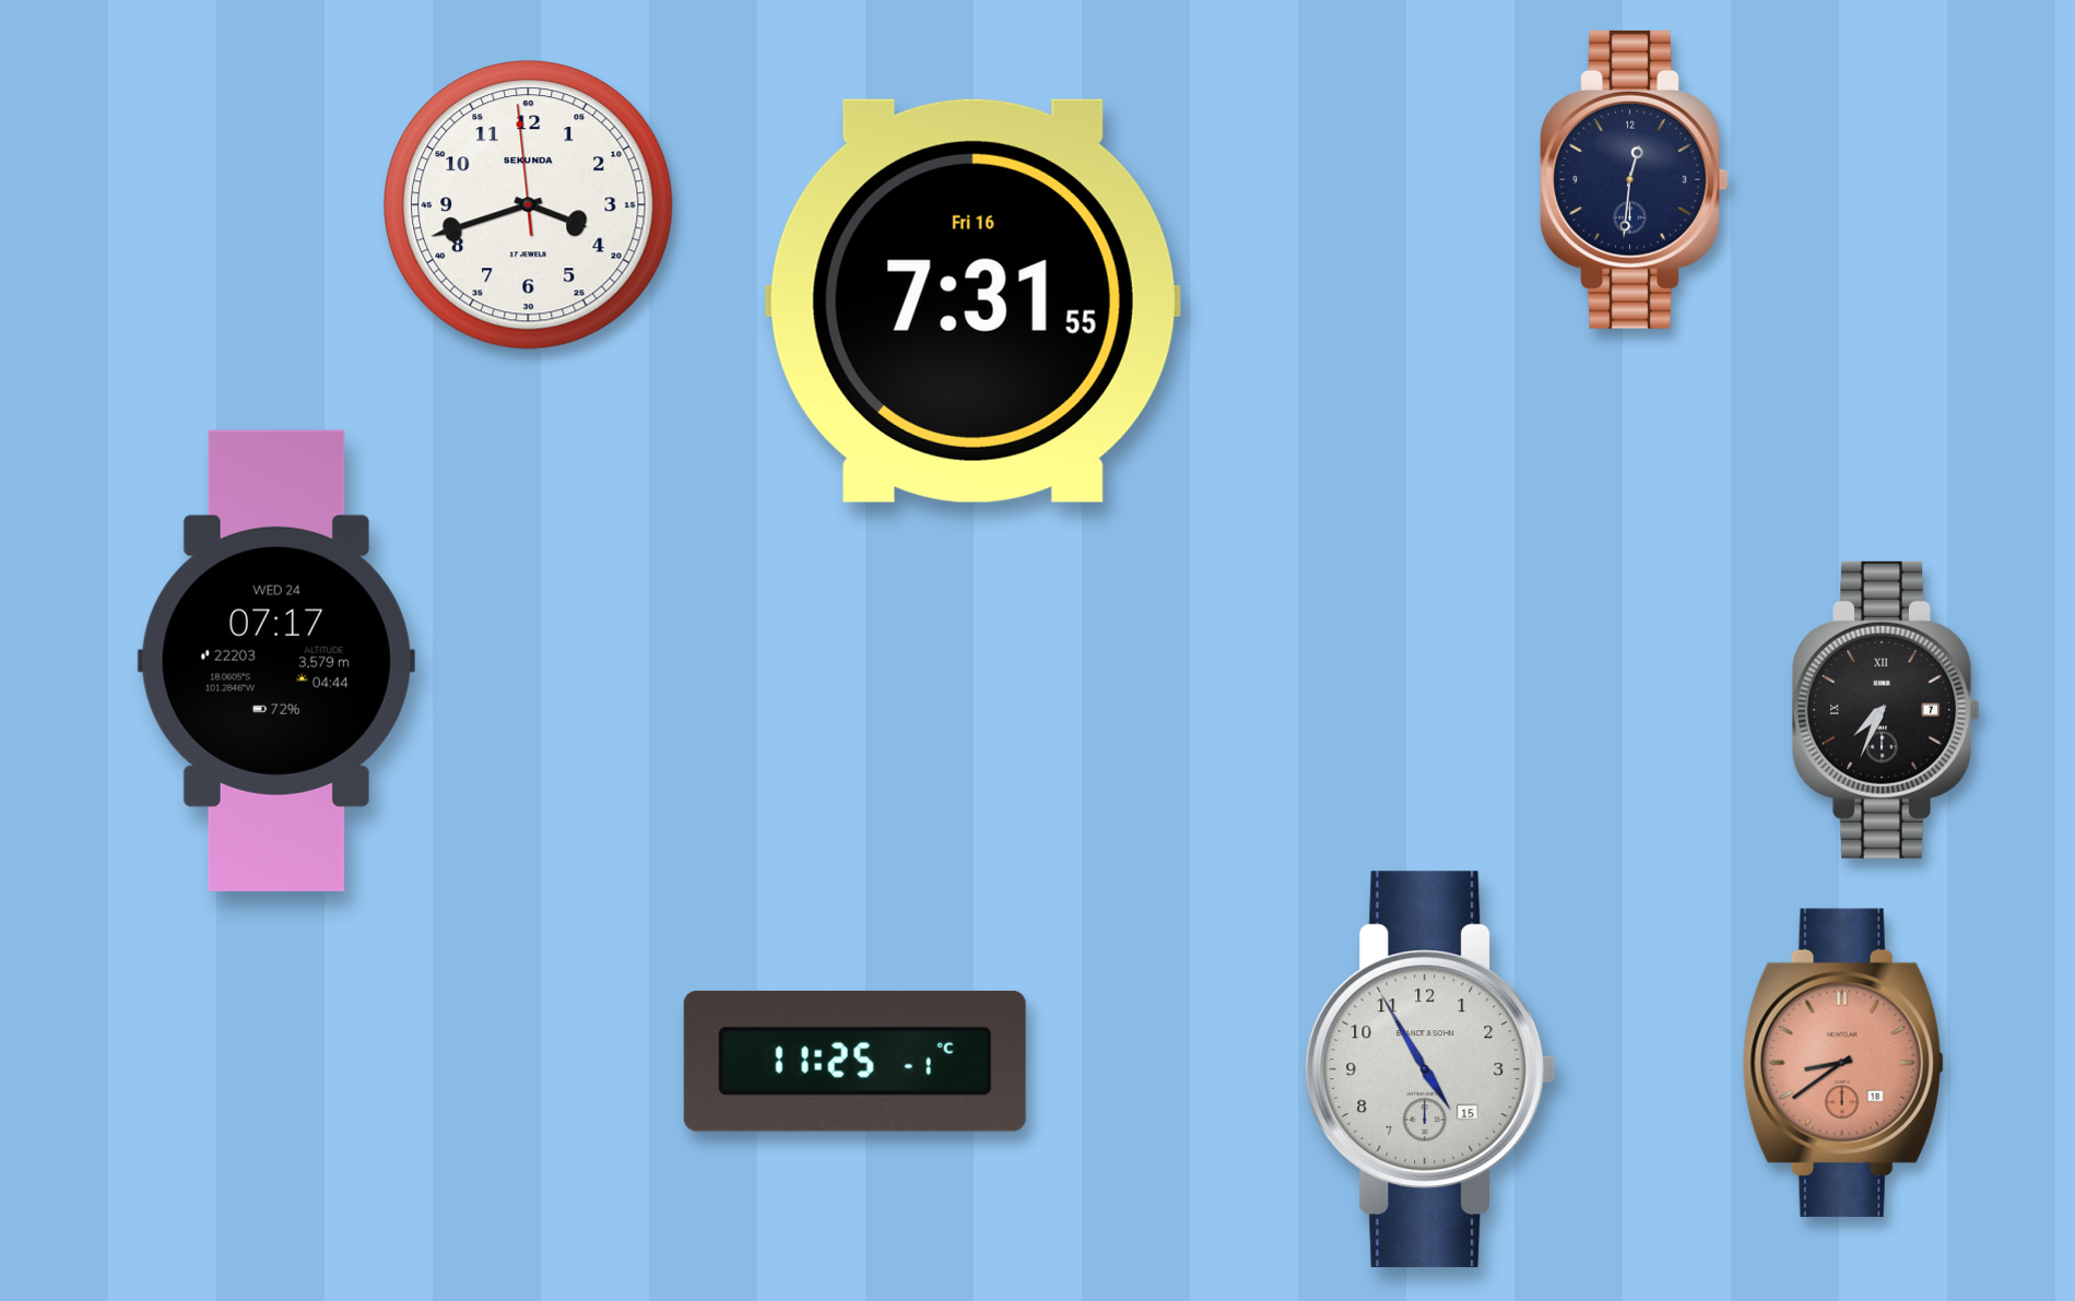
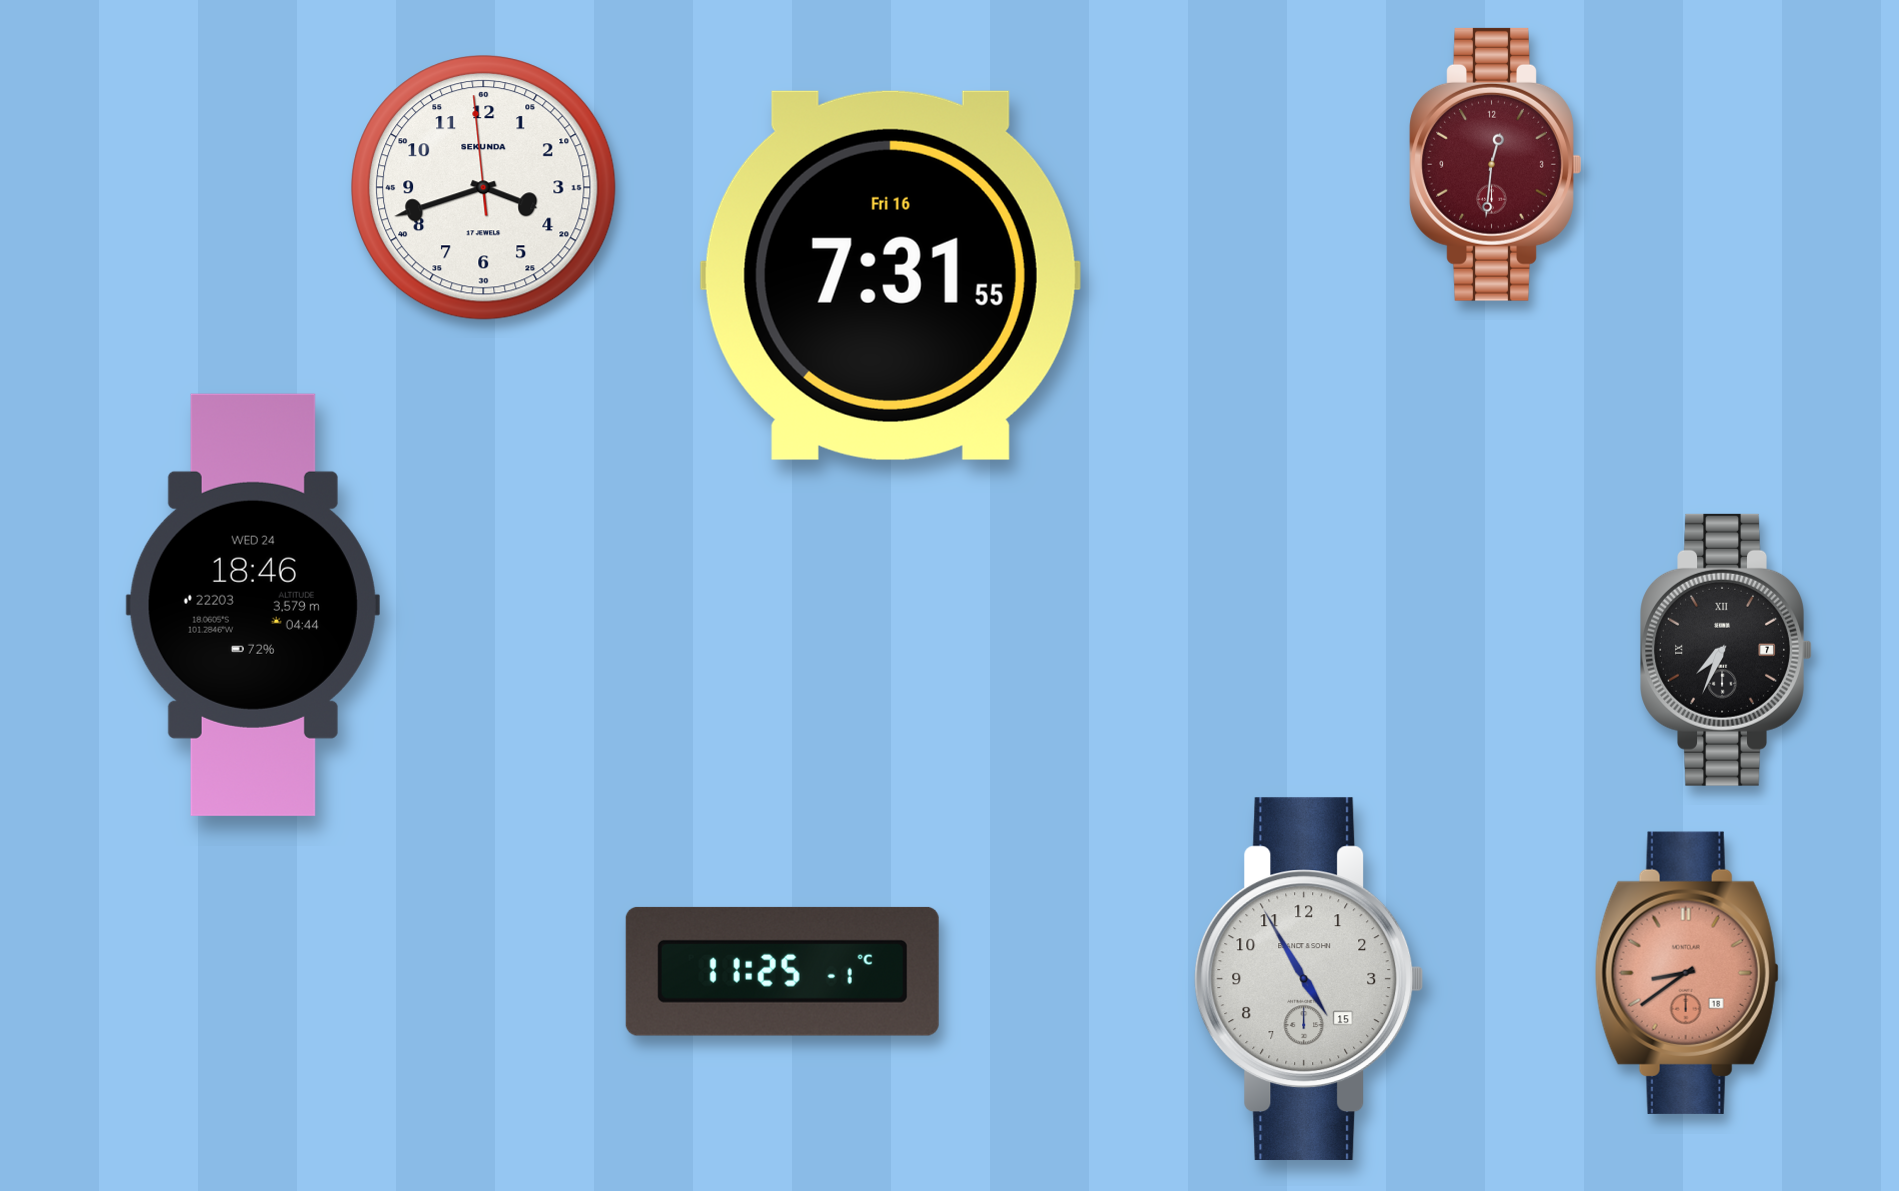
clock at (1635, 179) dial: navy -> burgundy
clock at (276, 661): 07:17 -> 18:46
